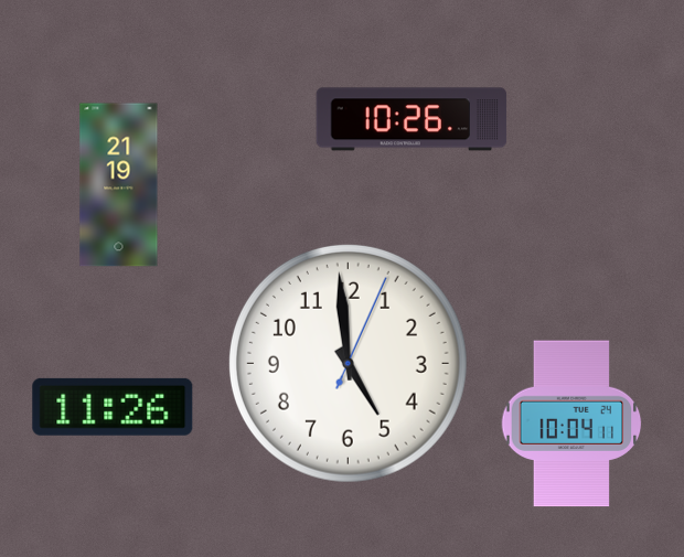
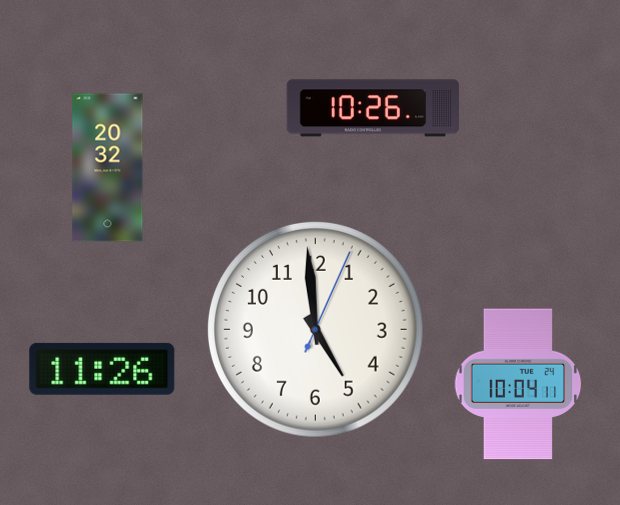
clock at (119, 185): 21:19 -> 20:32
